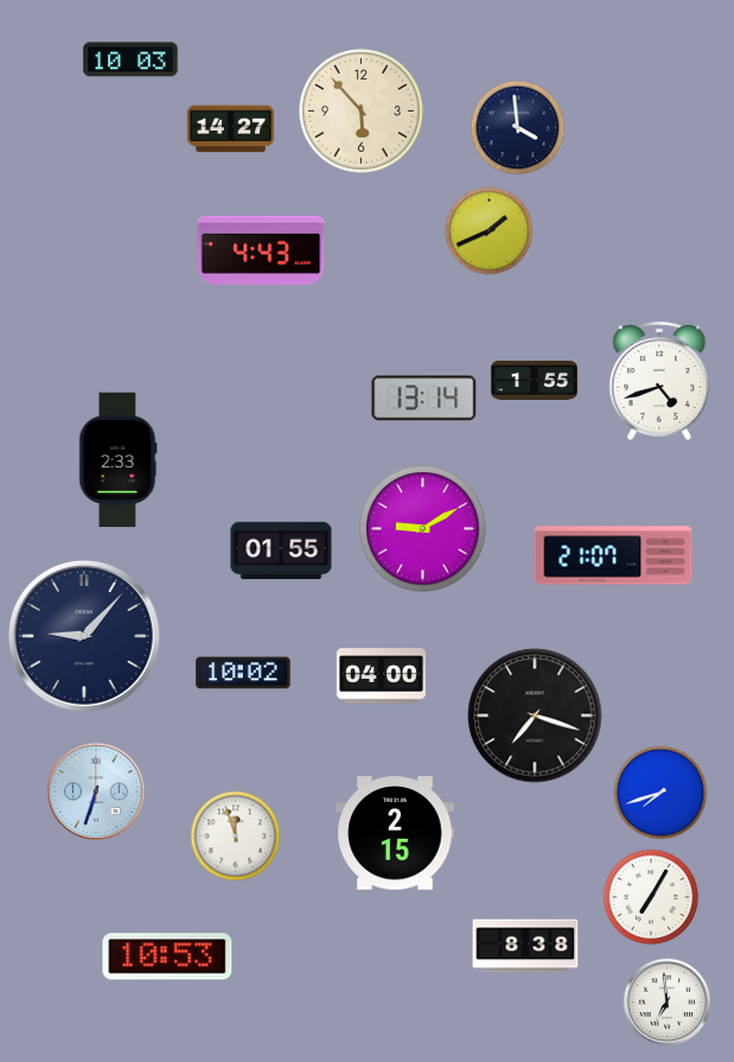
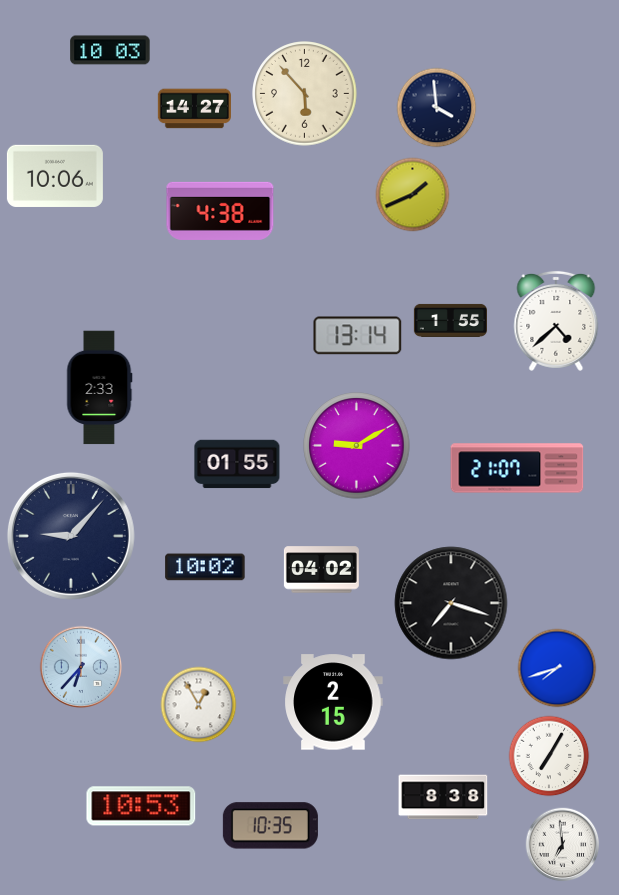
clock at (55, 176): none -> 10:06
clock at (261, 250): 4:43 -> 4:38
clock at (659, 381): 4:42 -> 4:38
clock at (381, 676): 04:00 -> 04:02
clock at (96, 791): 6:33 -> 6:37
clock at (236, 837): 11:57 -> 12:55
clock at (270, 826): none -> 10:35
